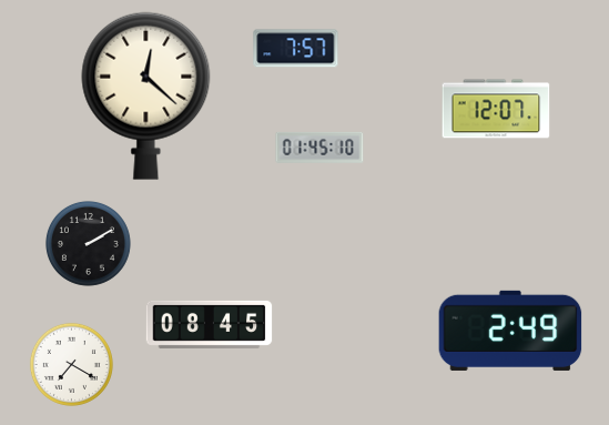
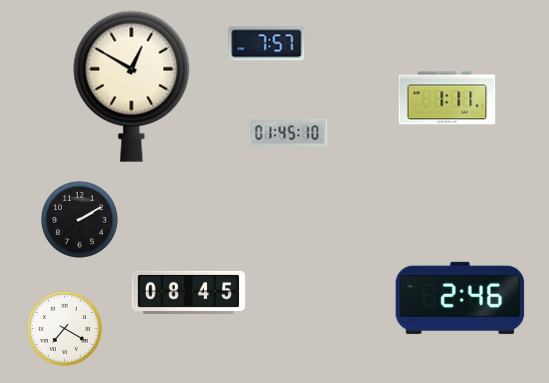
clock at (146, 95): 12:22 -> 12:50
clock at (496, 109): 12:07 -> 1:11
clock at (510, 331): 2:49 -> 2:46
